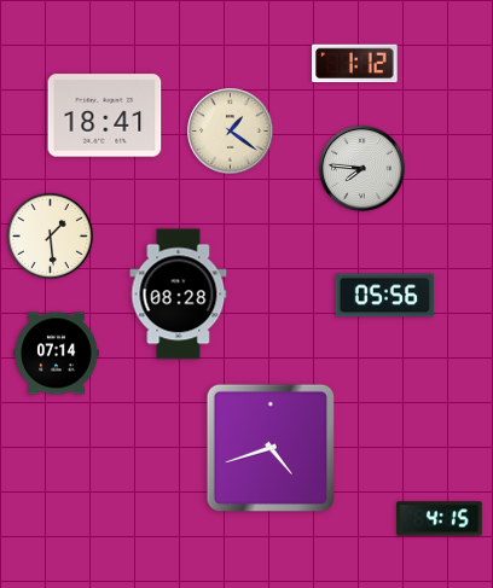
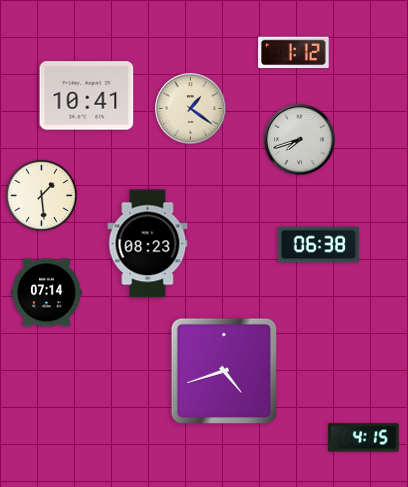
clock at (105, 116): 18:41 -> 10:41
clock at (362, 169): 7:46 -> 7:42
clock at (179, 295): 08:28 -> 08:23
clock at (385, 296): 05:56 -> 06:38
clock at (440, 519) position: (440, 519) -> (364, 438)
